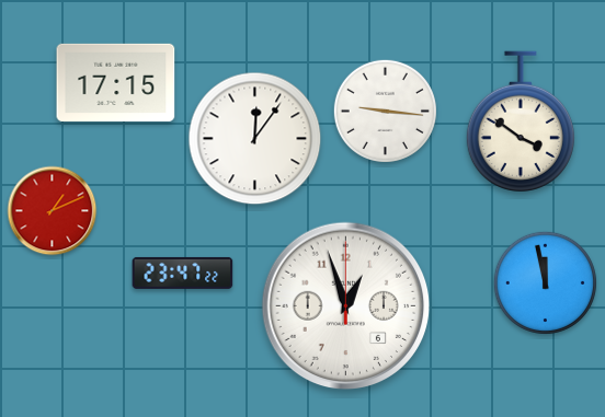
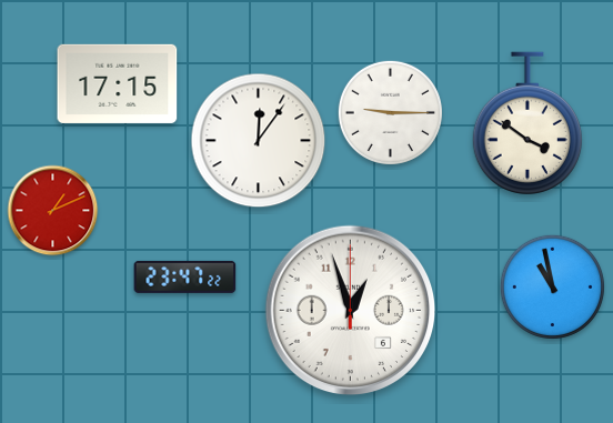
clock at (385, 111): 9:16 -> 9:15
clock at (53, 211) position: (53, 211) -> (53, 211)
clock at (545, 282): 11:58 -> 10:58
